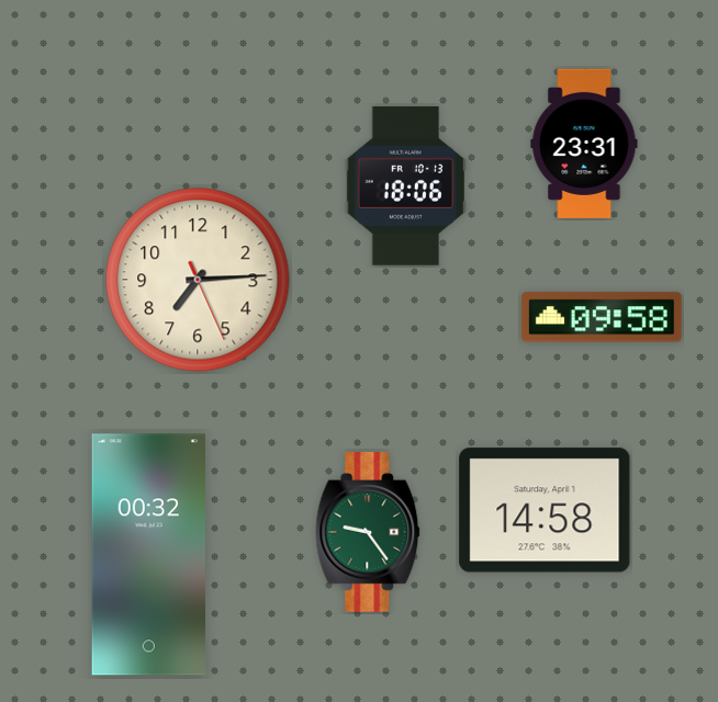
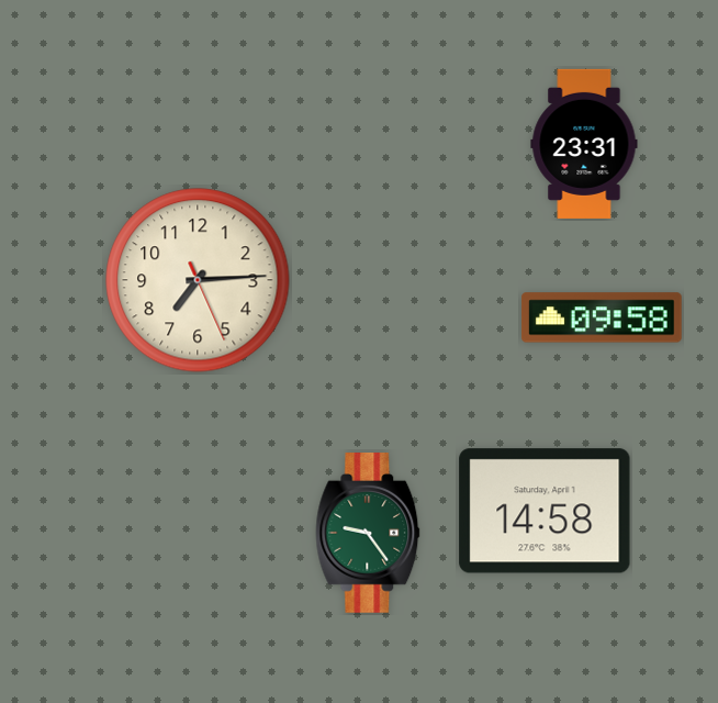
clock at (405, 185): 18:06 -> none
clock at (148, 555): 00:32 -> none
